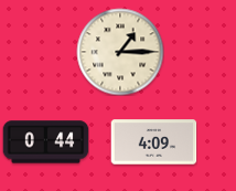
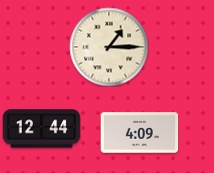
clock at (45, 142): 0:44 -> 12:44
clock at (153, 142) position: (153, 142) -> (139, 133)
